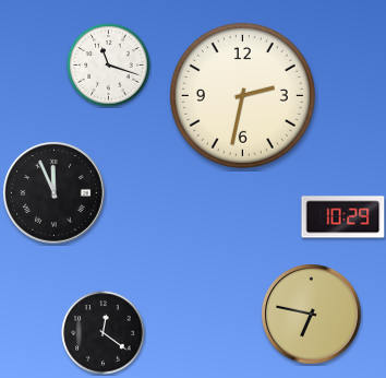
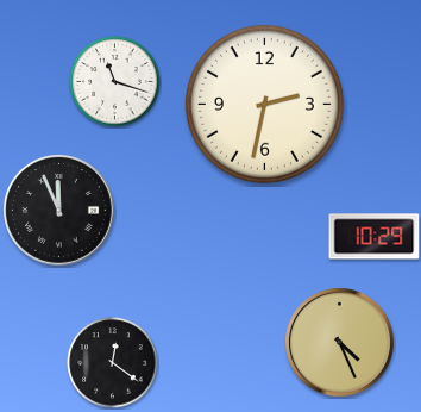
clock at (109, 66) position: (109, 66) -> (115, 82)
clock at (312, 315): 6:47 -> 4:26
